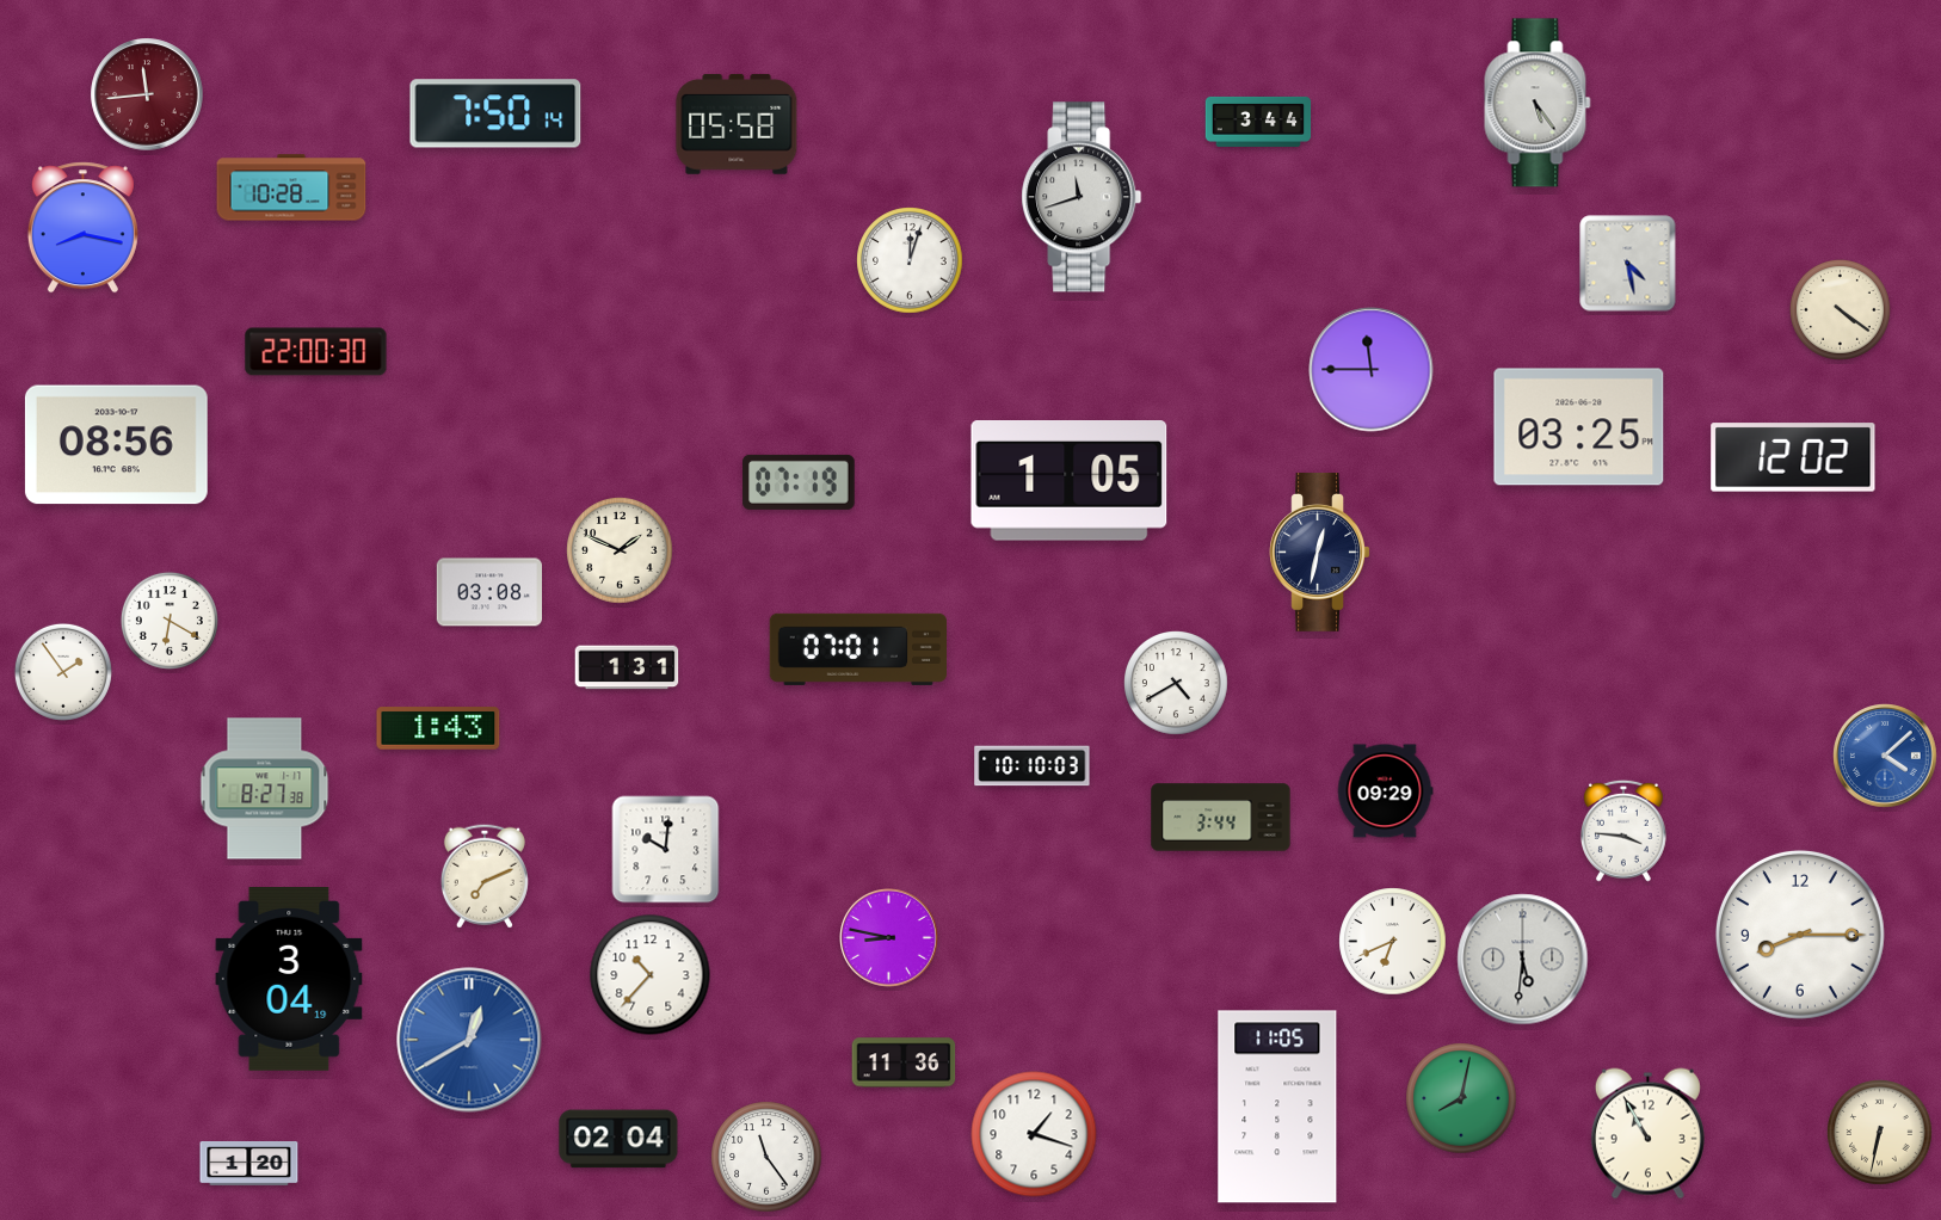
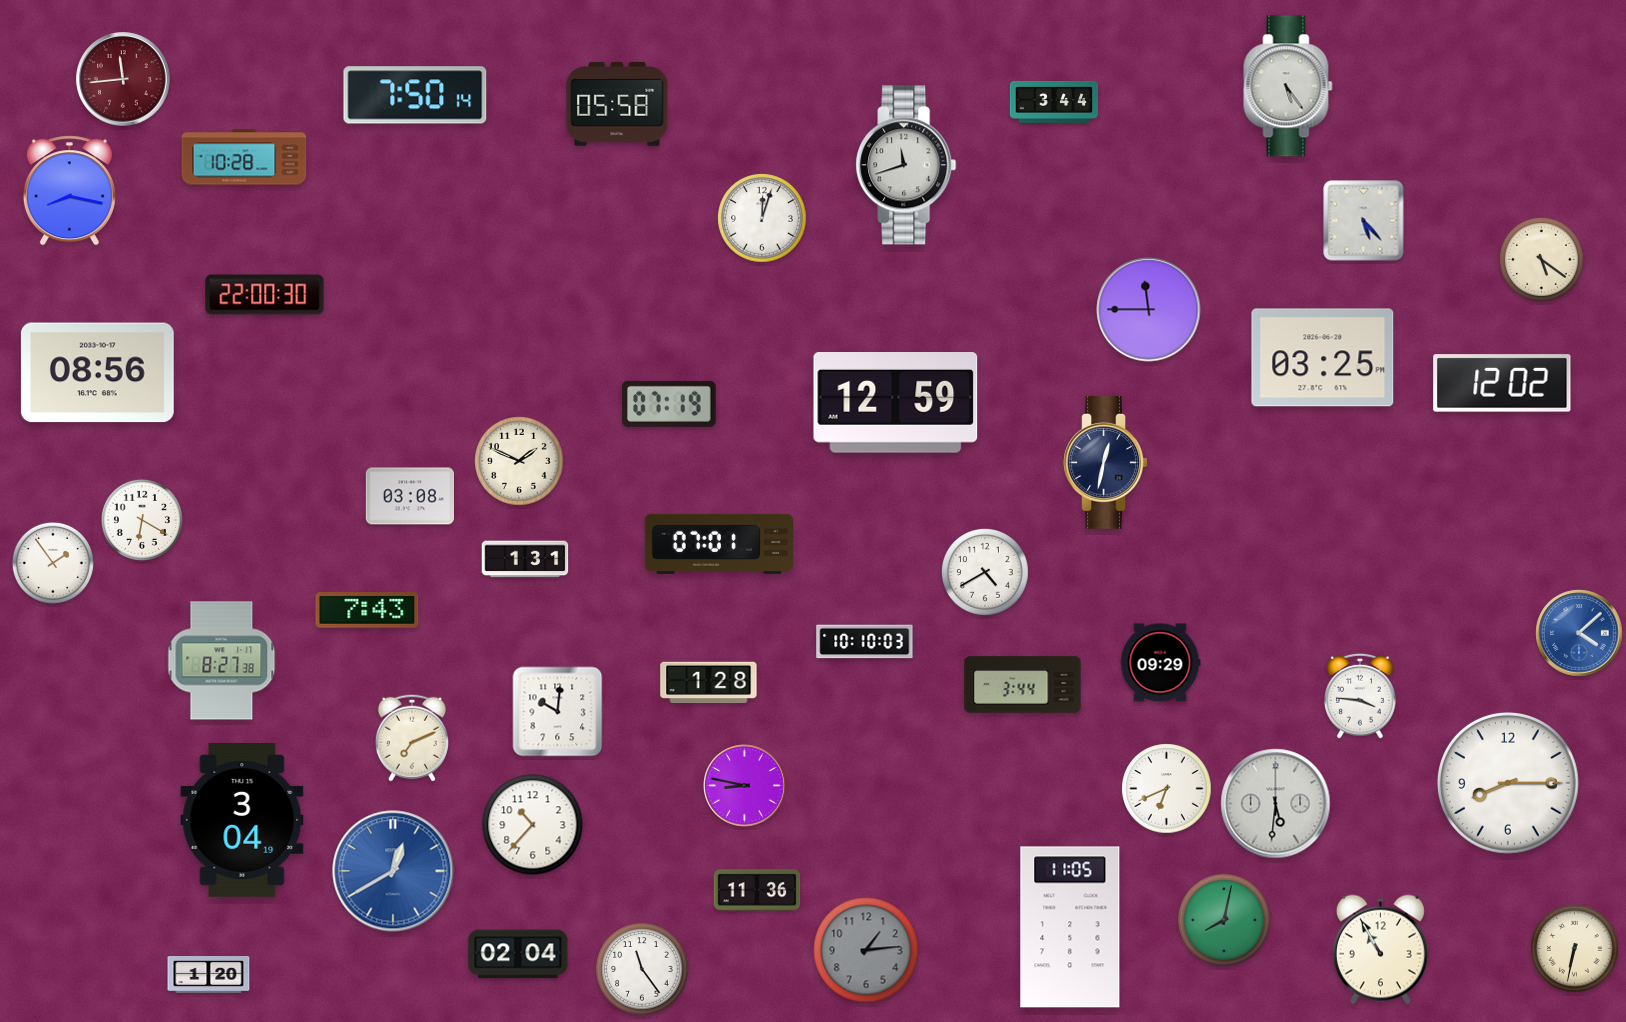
clock at (1628, 264): 4:28 -> 5:23
clock at (1840, 309): 4:21 -> 5:21
clock at (1070, 481): 1:05 -> 12:59
clock at (438, 728): 1:43 -> 7:43
clock at (709, 683): none -> 1:28
clock at (485, 876) position: (485, 876) -> (412, 738)
clock at (651, 975) position: (651, 975) -> (533, 825)
clock at (1034, 1134): 1:18 -> 1:14
clock at (1034, 1134) dial: white -> grey
